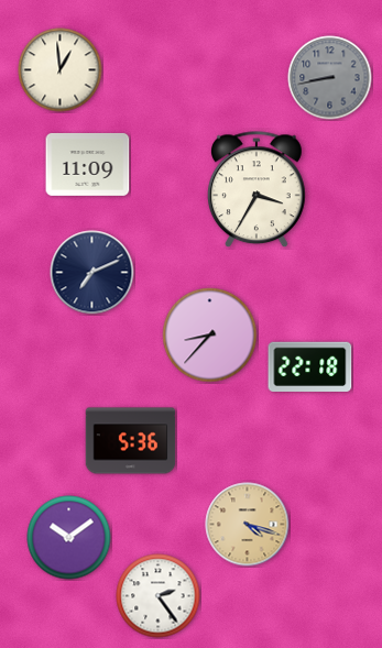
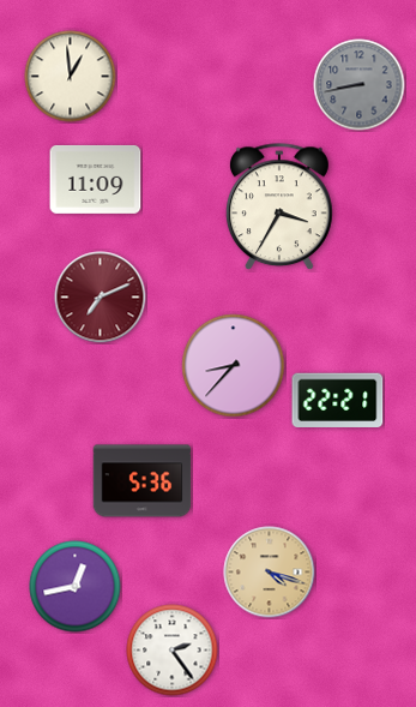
clock at (61, 70) position: (61, 70) -> (71, 77)
clock at (92, 273) dial: navy -> burgundy
clock at (210, 336) position: (210, 336) -> (234, 366)
clock at (310, 366): 22:18 -> 22:21
clock at (69, 538): 10:09 -> 12:43
